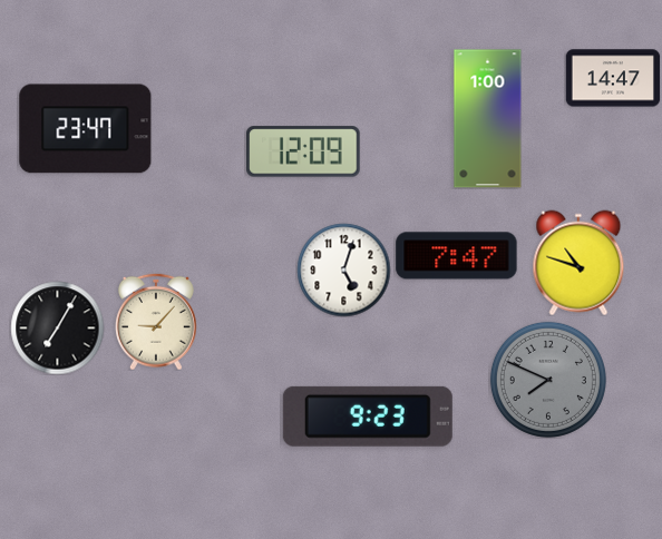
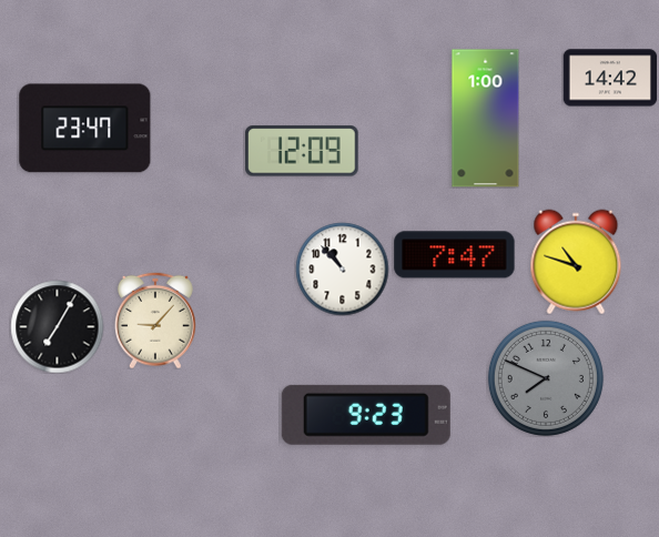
clock at (613, 78): 14:47 -> 14:42
clock at (343, 269): 5:03 -> 10:53
